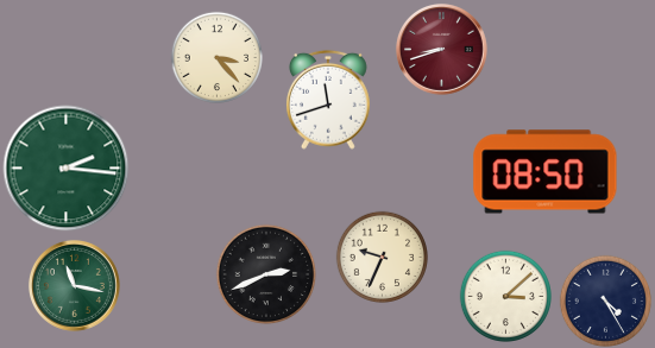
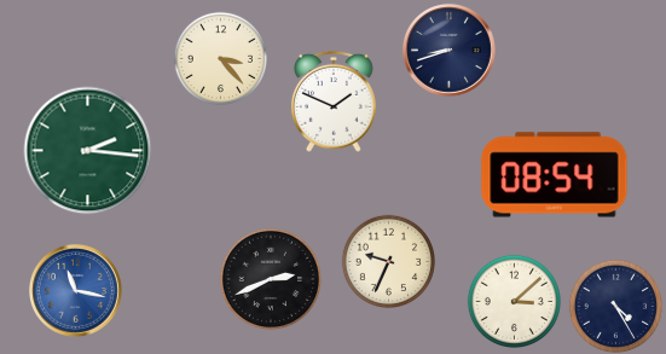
clock at (442, 50) dial: burgundy -> navy
clock at (328, 100): 11:42 -> 1:49
clock at (67, 169) position: (67, 169) -> (88, 151)
clock at (546, 172): 08:50 -> 08:54
clock at (75, 286) dial: green -> blue
